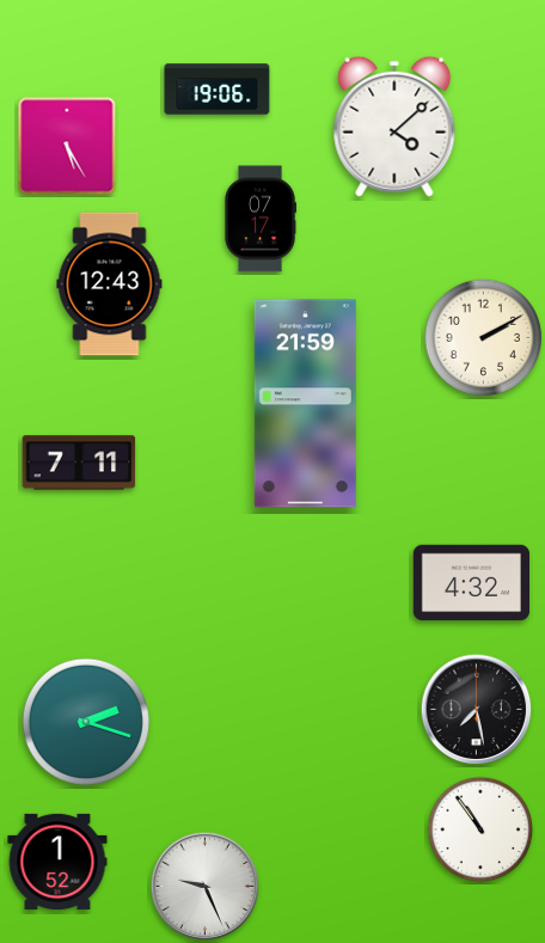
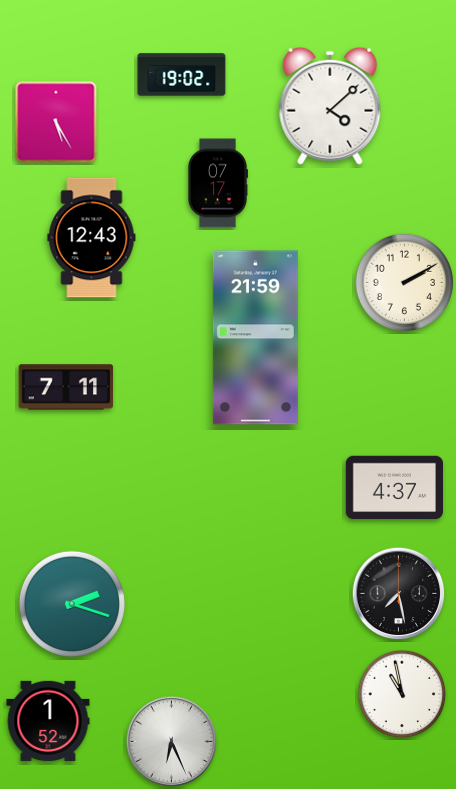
clock at (218, 90): 19:06 -> 19:02
clock at (471, 583): 4:32 -> 4:37
clock at (480, 829): 10:54 -> 10:58
clock at (206, 887): 9:26 -> 6:26
